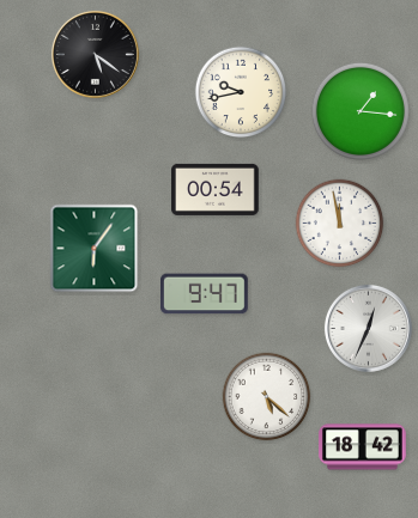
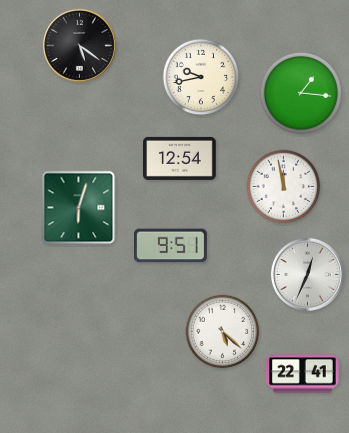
clock at (216, 189): 00:54 -> 12:54
clock at (95, 249): 6:06 -> 6:03
clock at (205, 294): 9:47 -> 9:51
clock at (363, 447): 18:42 -> 22:41
